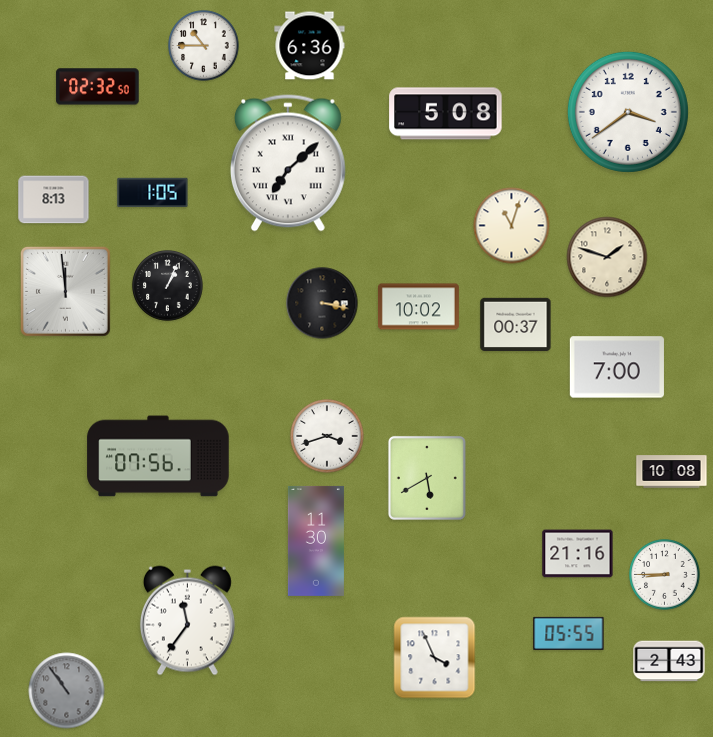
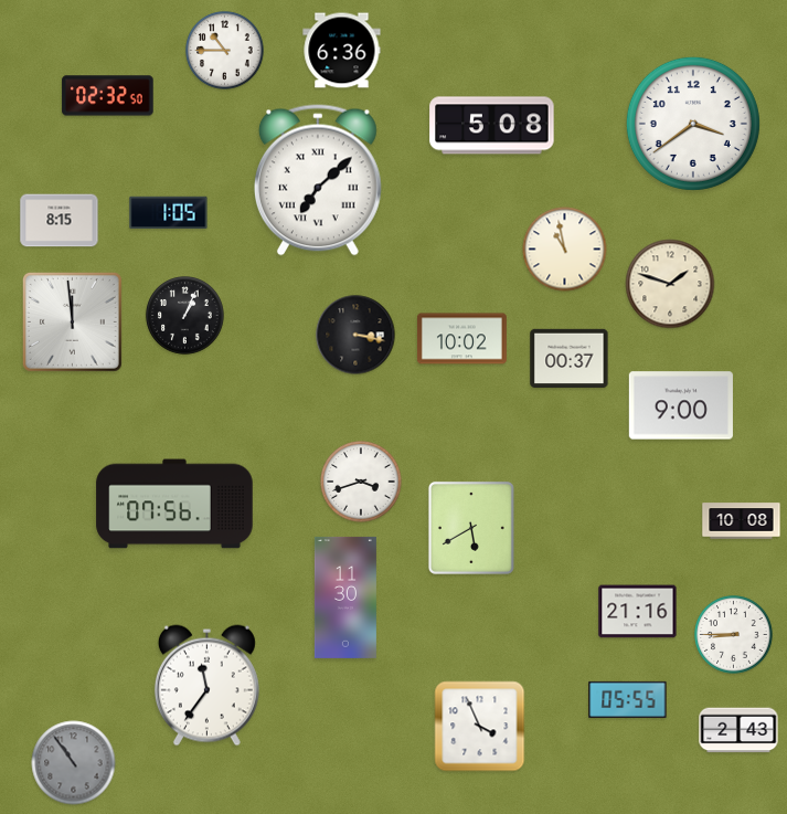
clock at (54, 200): 8:13 -> 8:15
clock at (512, 226): 11:03 -> 10:58
clock at (617, 367): 7:00 -> 9:00
clock at (316, 541) position: (316, 541) -> (345, 598)
